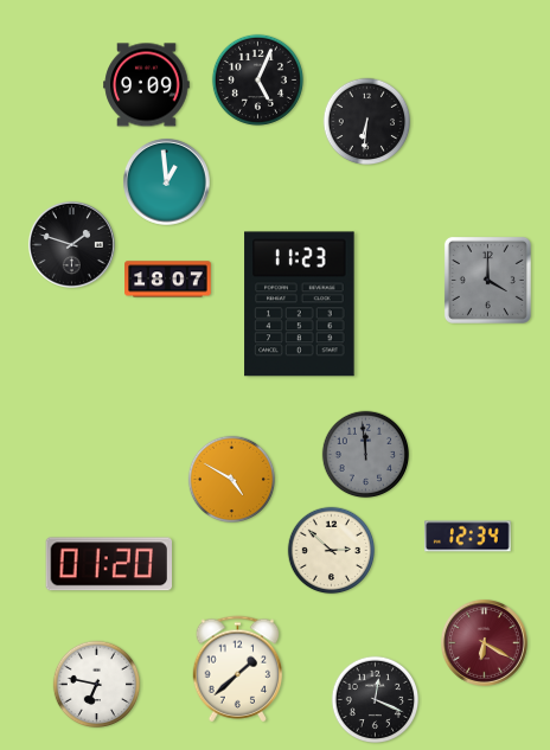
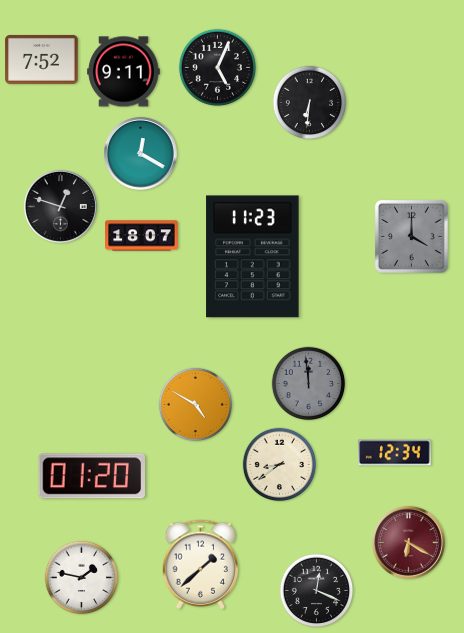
clock at (42, 59): none -> 7:52
clock at (147, 85): 9:09 -> 9:11
clock at (166, 181): 12:59 -> 12:20
clock at (71, 244): 1:48 -> 12:48
clock at (332, 551): 2:52 -> 8:39
clock at (97, 685): 6:47 -> 1:47
